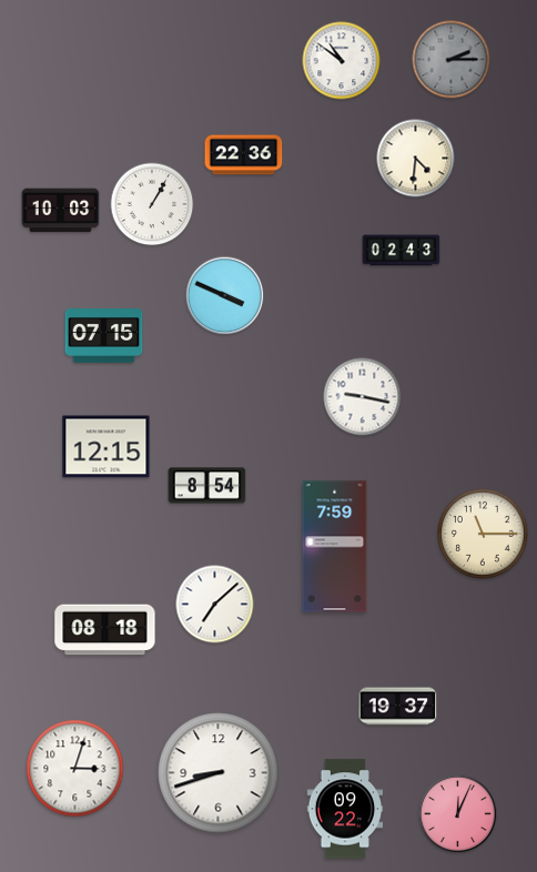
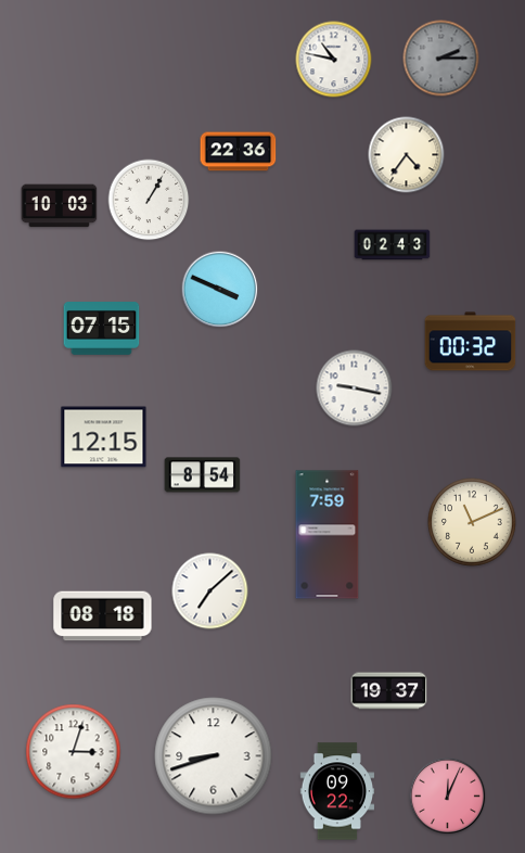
clock at (342, 61): 10:51 -> 10:47
clock at (416, 159): 4:31 -> 4:36
clock at (471, 342): none -> 00:32
clock at (484, 535): 11:15 -> 11:11
